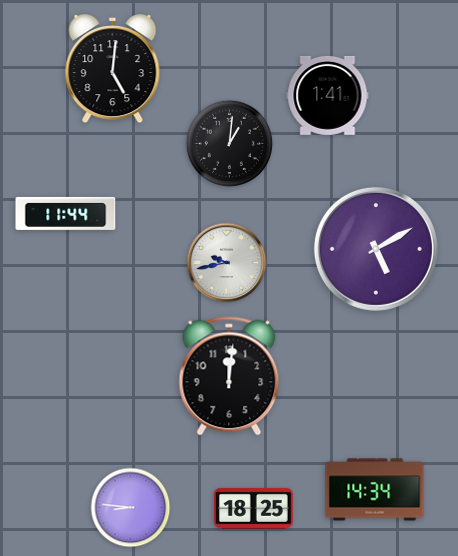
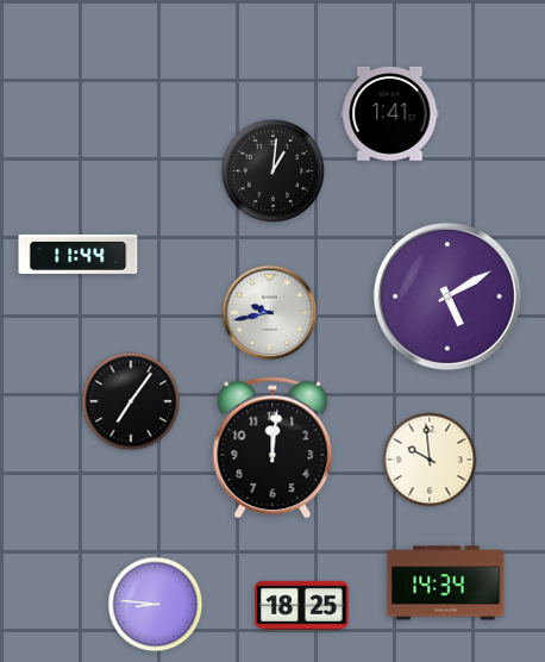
clock at (113, 70): 5:01 -> none
clock at (131, 401): none -> 7:06
clock at (430, 460): none -> 9:59
